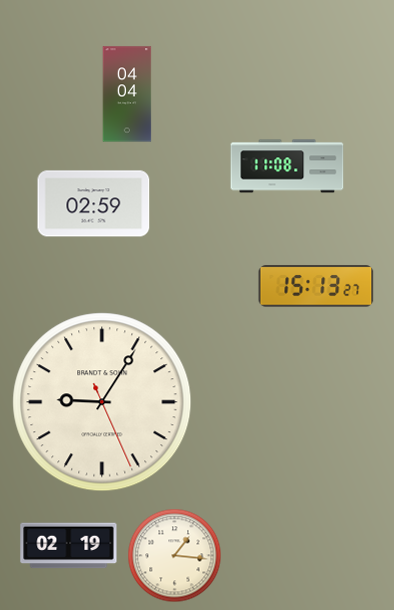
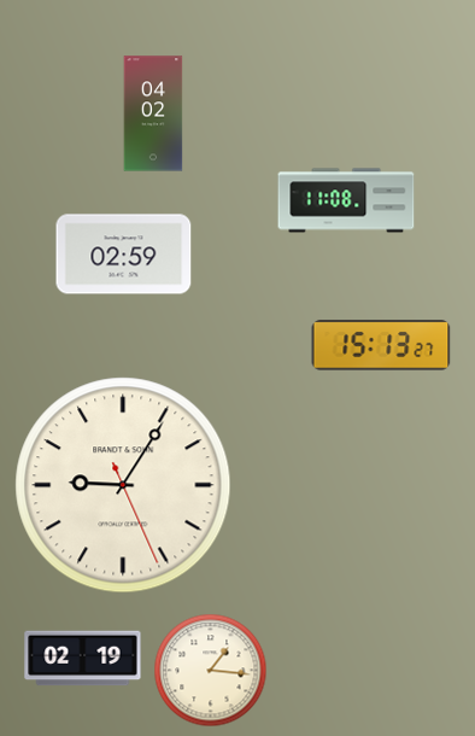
clock at (127, 94): 04:04 -> 04:02
clock at (94, 204) position: (94, 204) -> (124, 255)
